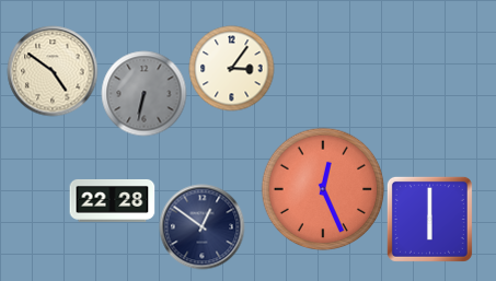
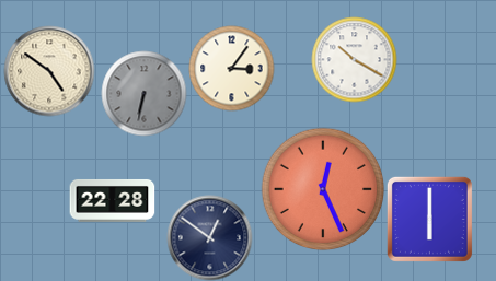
clock at (354, 59): none -> 10:20
clock at (53, 71) position: (53, 71) -> (49, 71)
clock at (201, 226) position: (201, 226) -> (209, 237)
